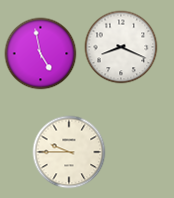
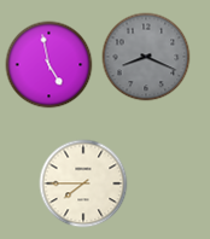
clock at (121, 47) dial: white -> grey
clock at (69, 152): 9:45 -> 7:45
